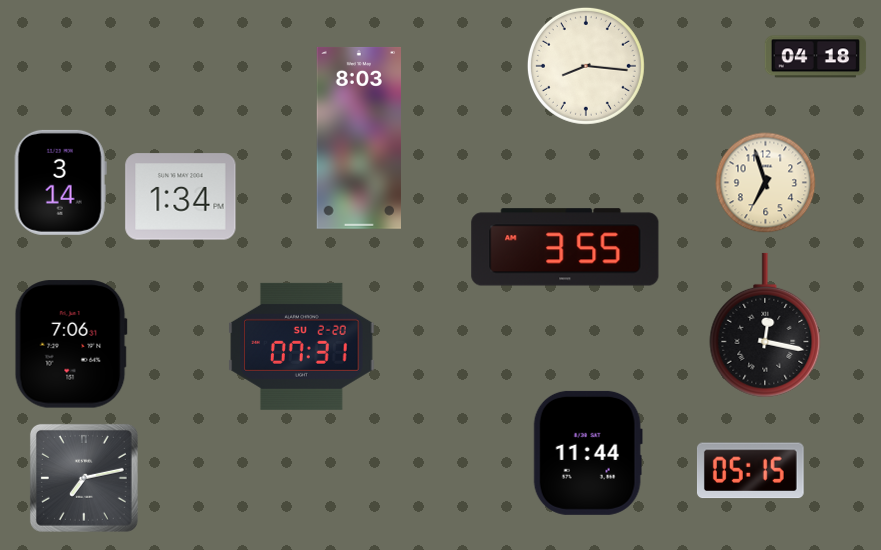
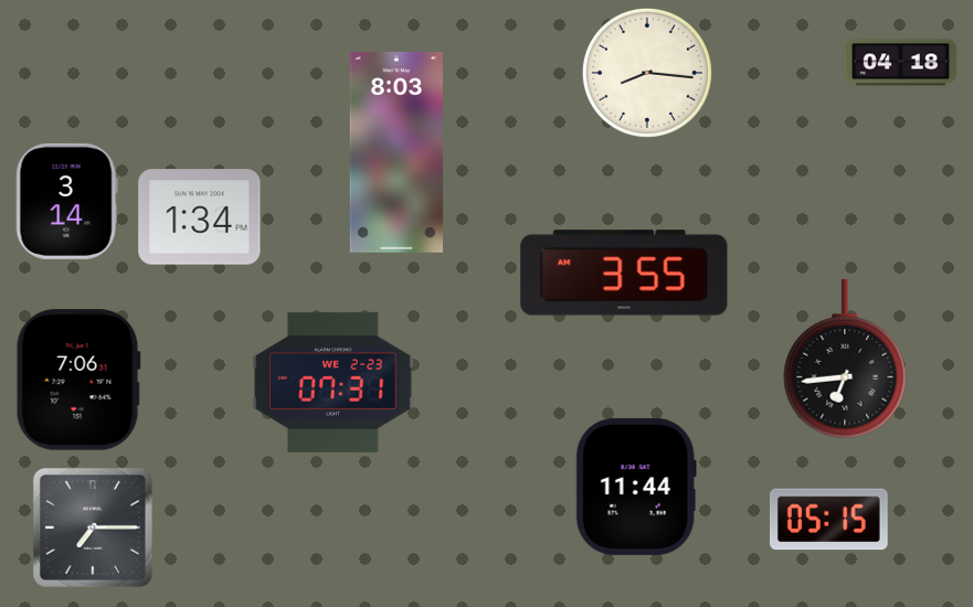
clock at (766, 183): 6:57 -> none
clock at (765, 325): 12:17 -> 6:44
clock at (302, 346) date: SU 2-20 -> WE 2-23
clock at (588, 453) position: (588, 453) -> (636, 487)
clock at (84, 478): 7:13 -> 7:15
